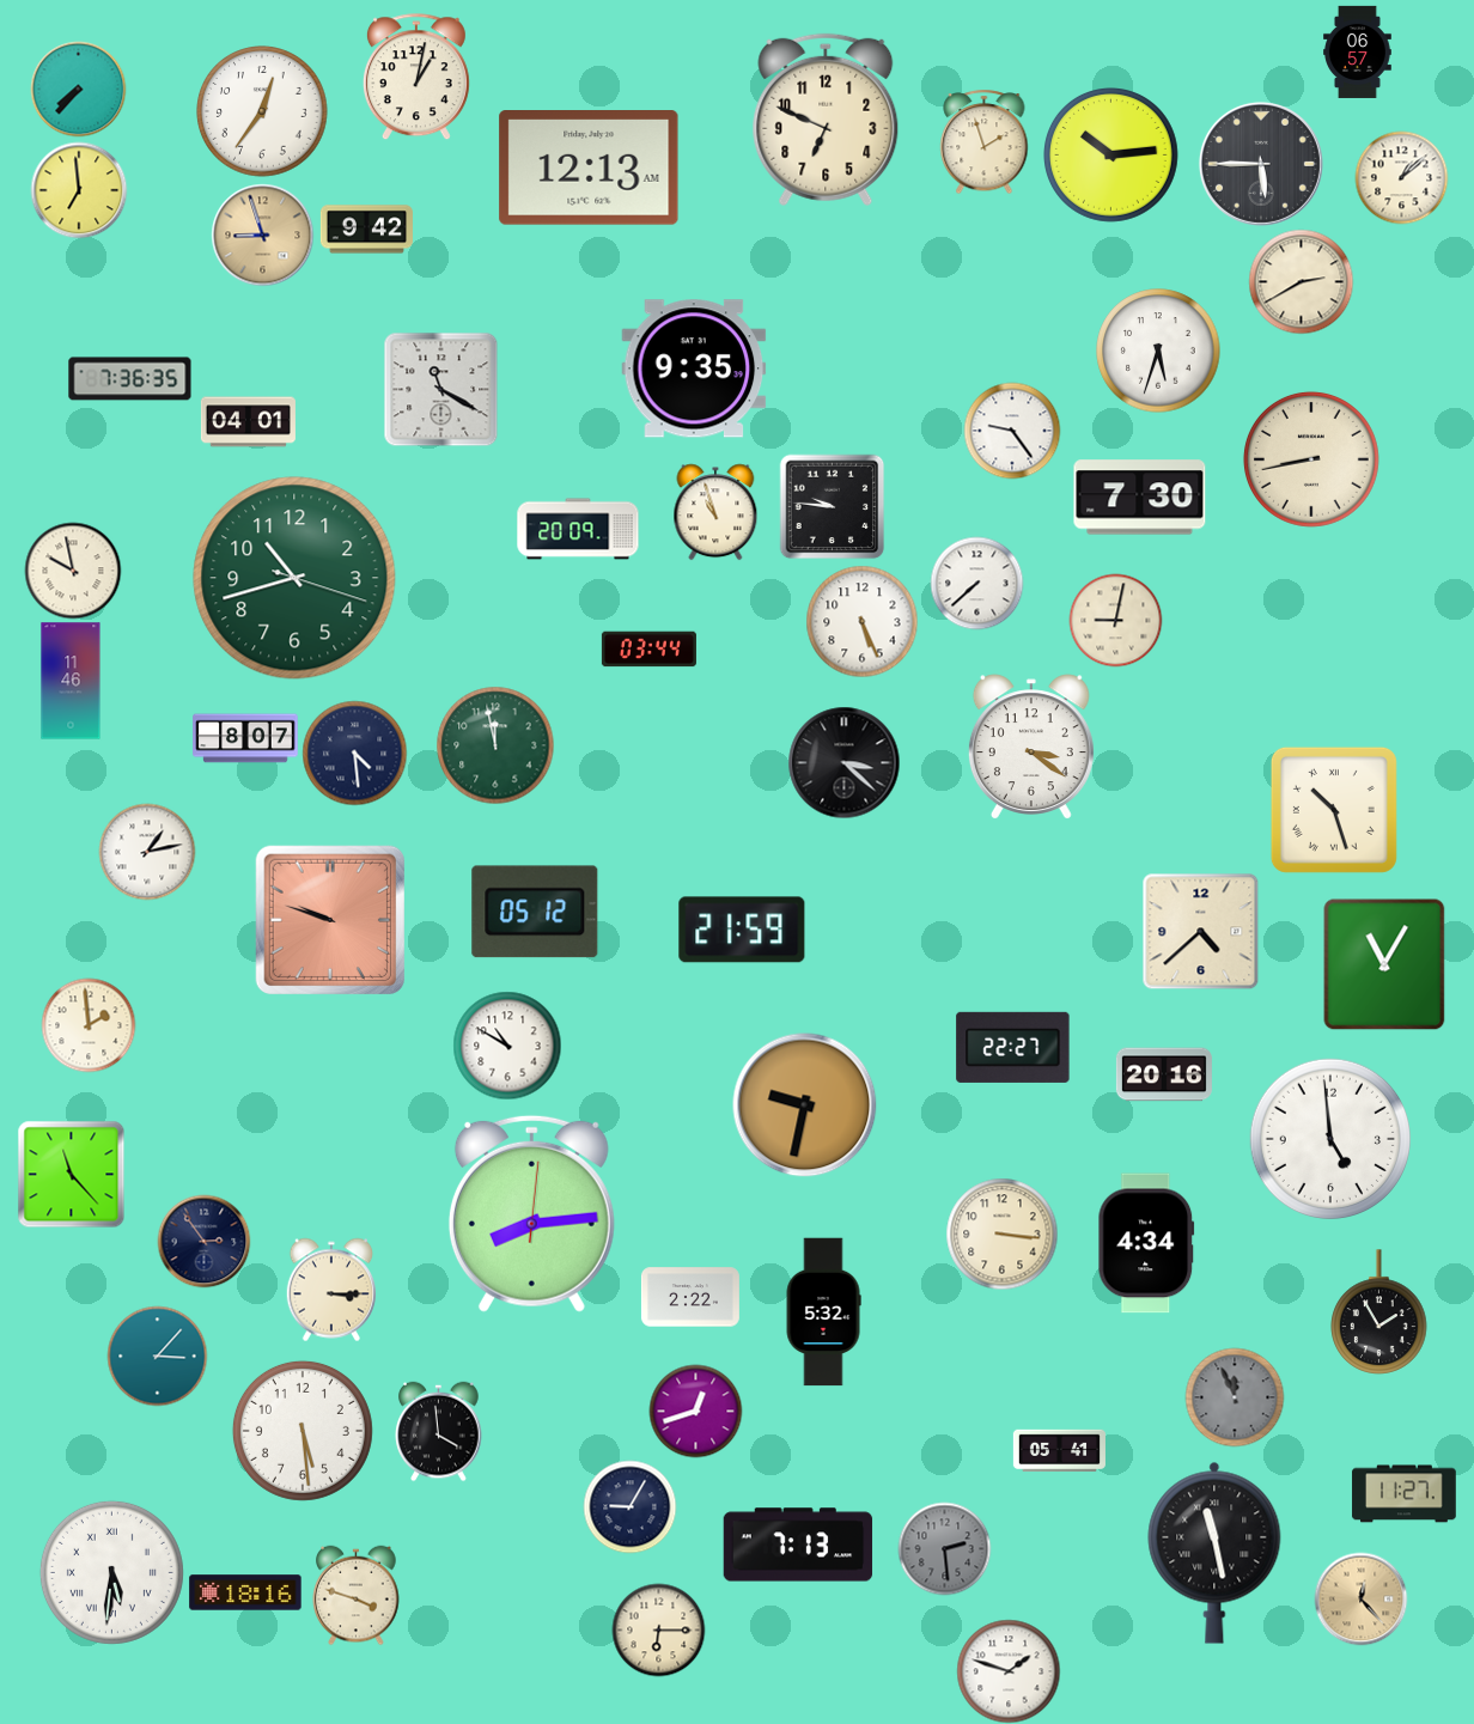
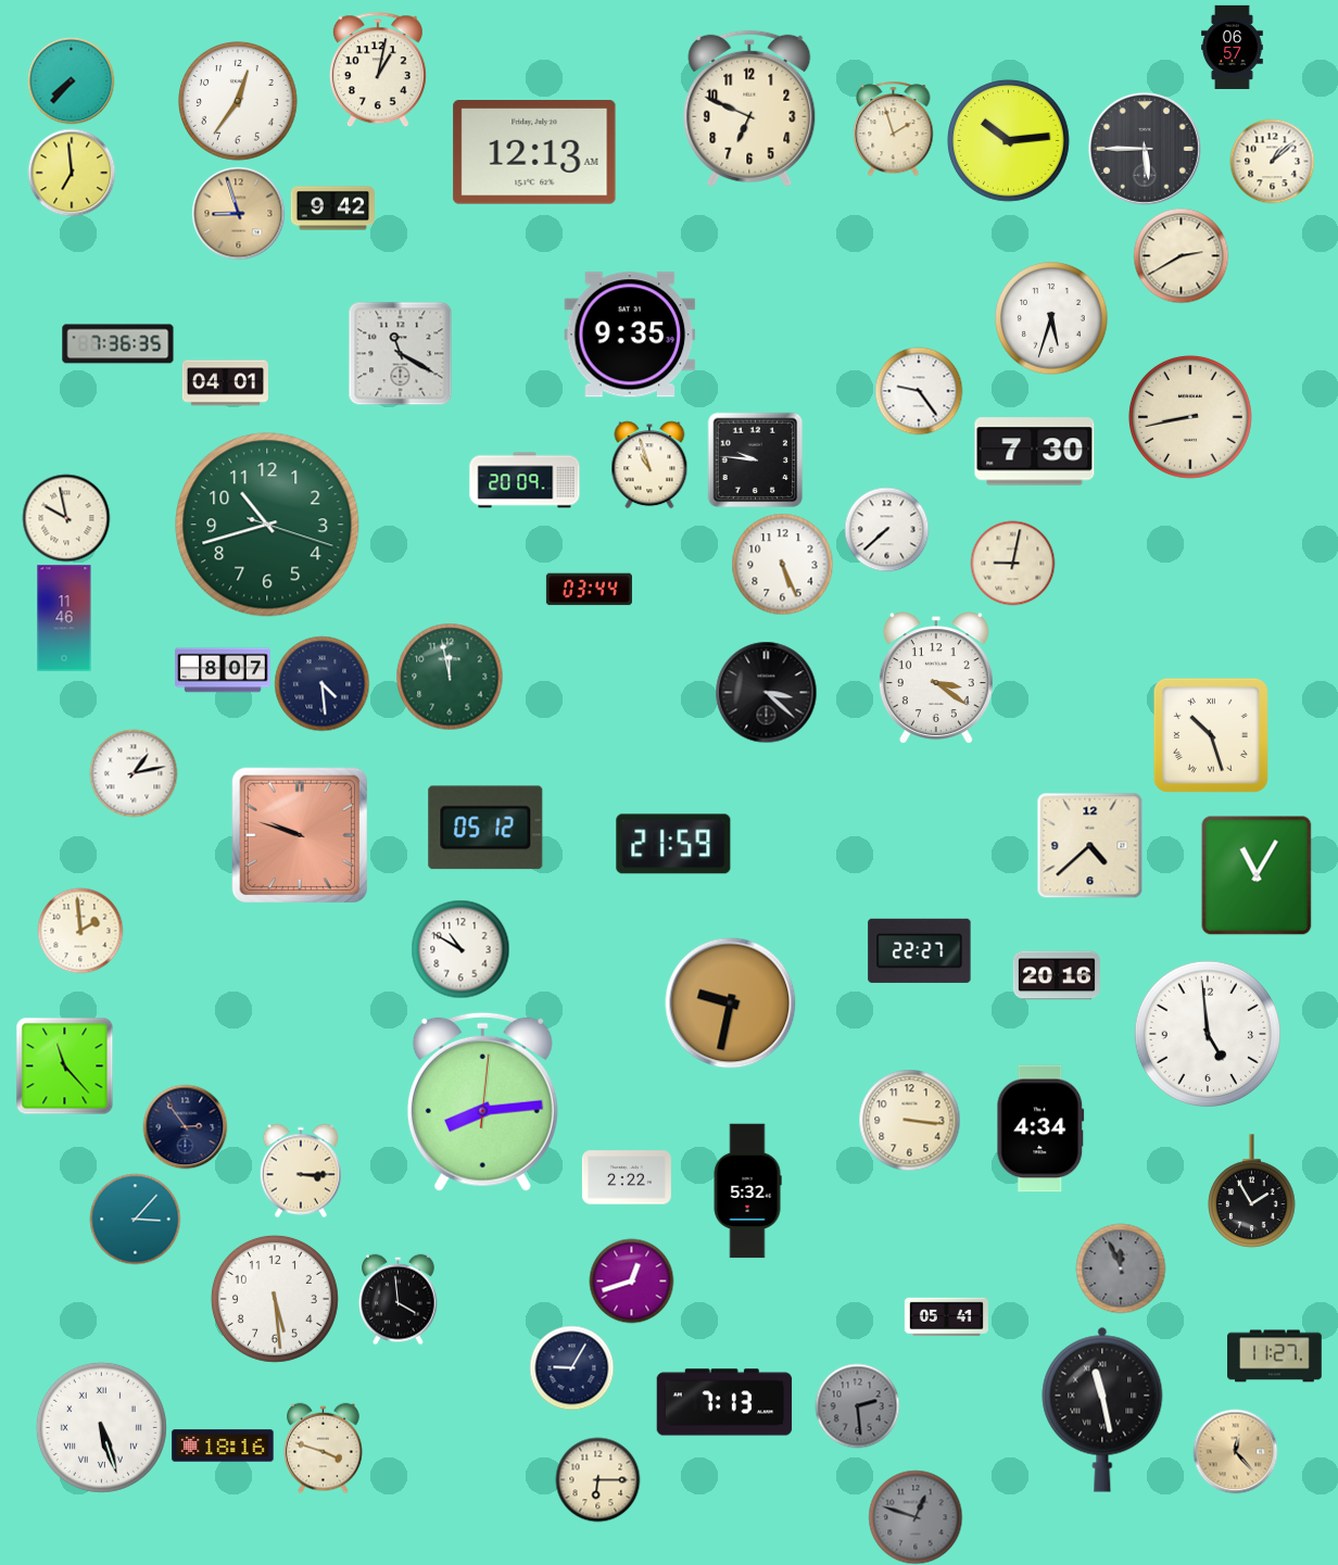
clock at (157, 1356) position: (157, 1356) -> (135, 1219)
clock at (1059, 1451) position: (1059, 1451) -> (946, 1317)
clock at (111, 1572): 5:31 -> 5:27
clock at (1009, 1671): 1:48 -> 12:48
clock at (1009, 1671) dial: white -> grey
